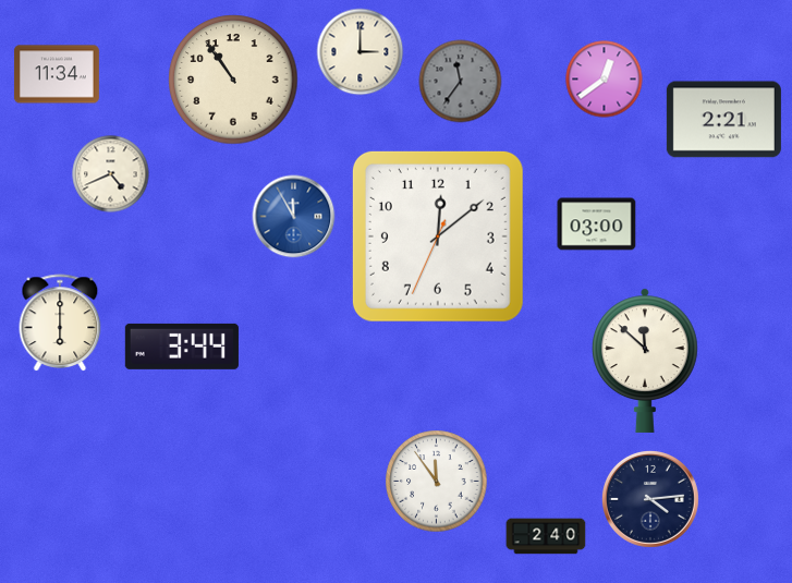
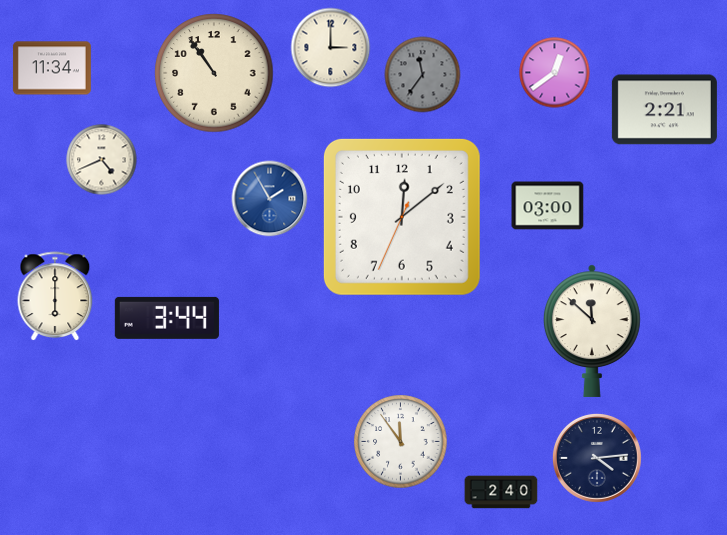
clock at (294, 217): 11:55 -> 1:55
